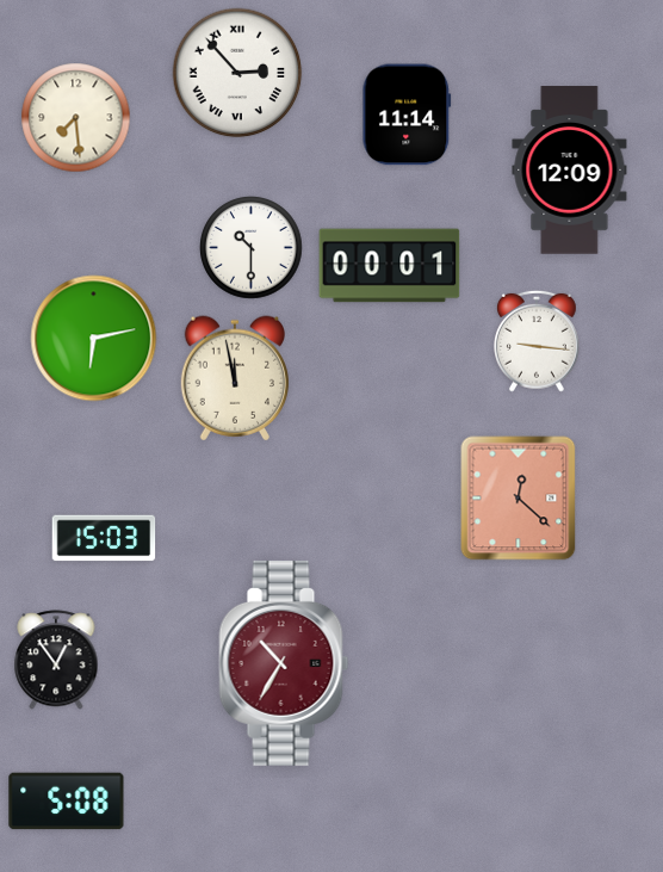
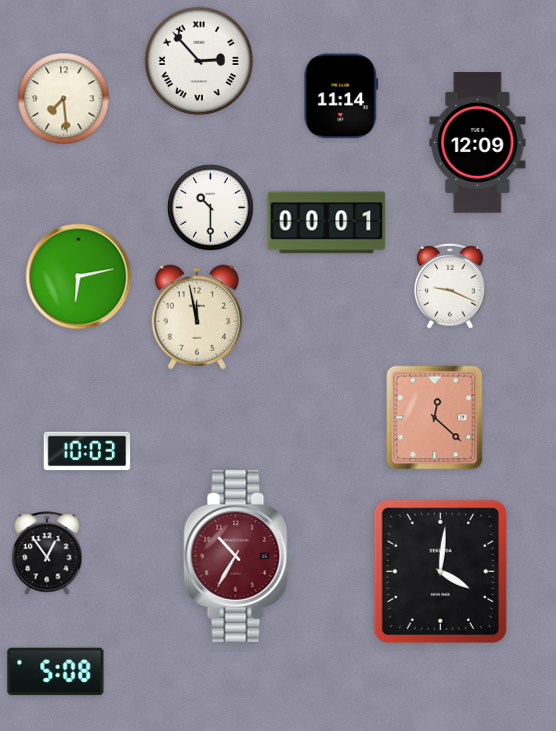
clock at (94, 339) position: (94, 339) -> (79, 277)
clock at (538, 341): 9:16 -> 9:19
clock at (104, 538): 15:03 -> 10:03
clock at (440, 571): none -> 4:01
